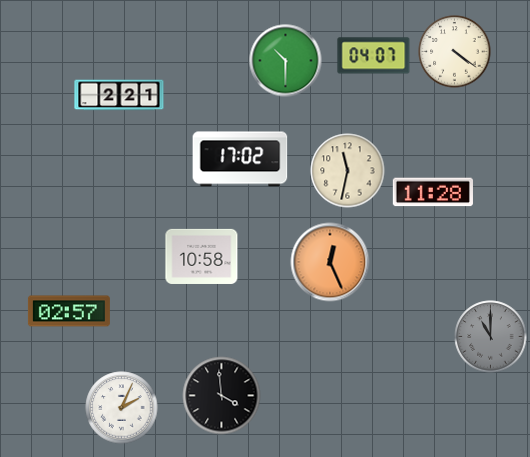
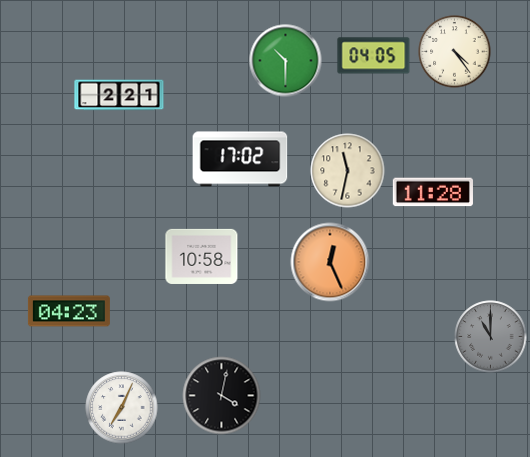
clock at (455, 52): 4:21 -> 4:24
clock at (374, 56): 04:07 -> 04:05
clock at (69, 311): 02:57 -> 04:23
clock at (222, 396): 3:59 -> 4:02
clock at (122, 408): 2:04 -> 7:04
